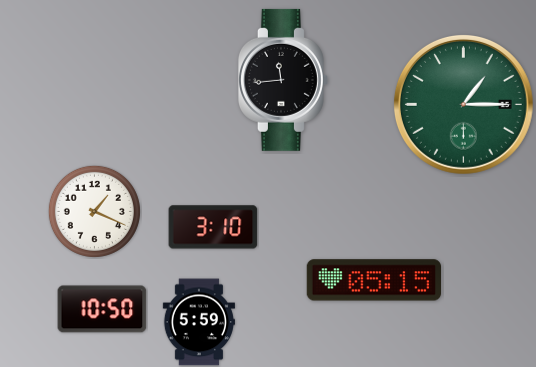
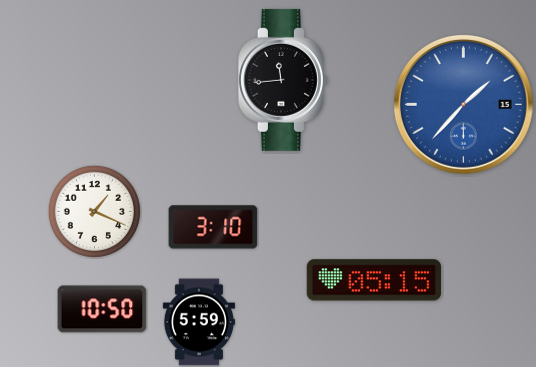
clock at (463, 104): 1:15 -> 1:37
clock at (463, 104) dial: green -> blue
